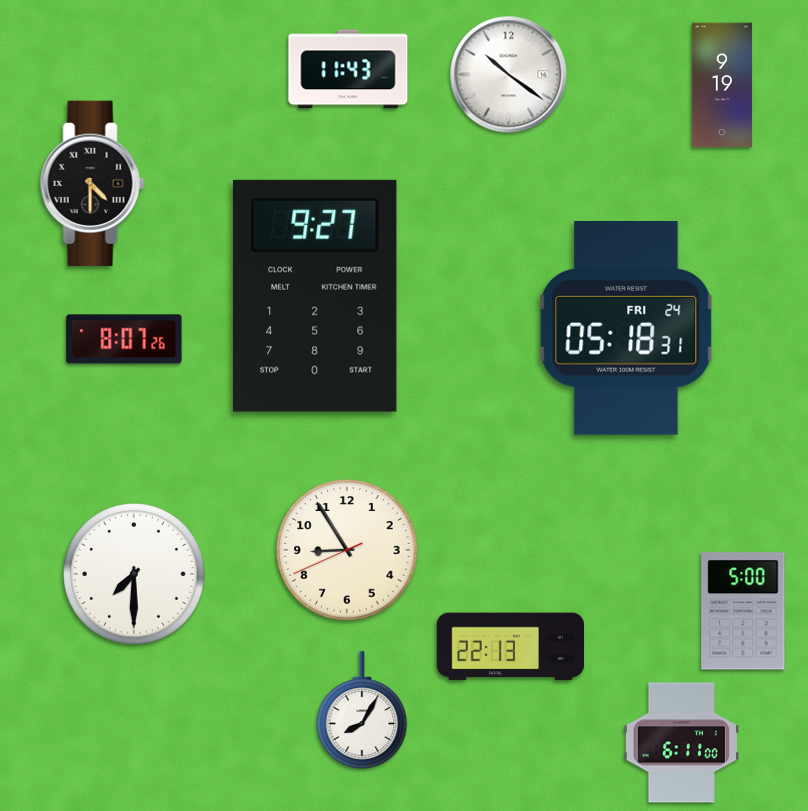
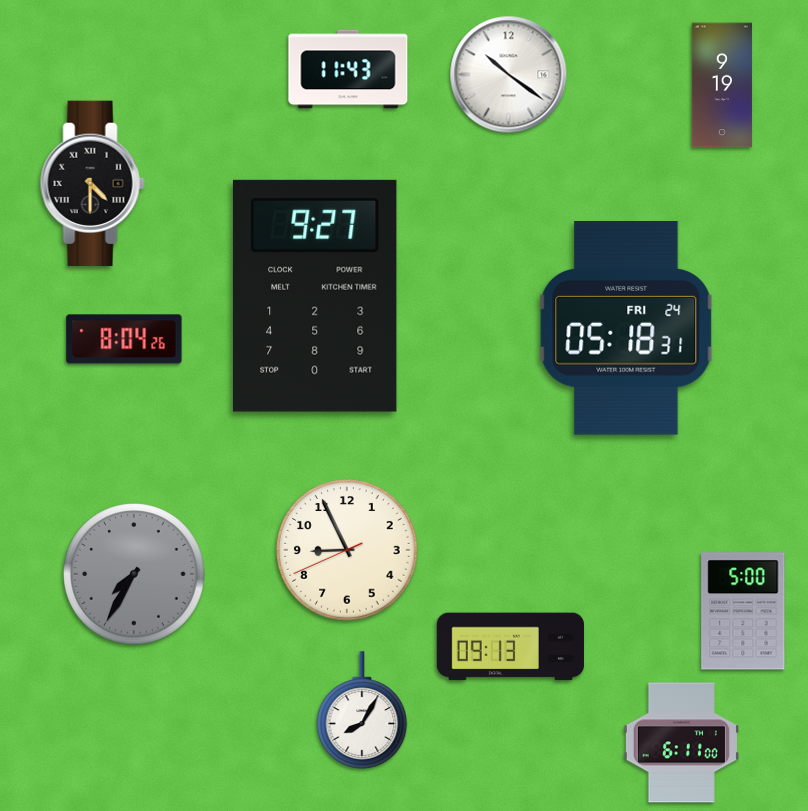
clock at (124, 339): 8:07 -> 8:04
clock at (347, 550): 8:54 -> 8:55
clock at (134, 574): 7:30 -> 7:35
clock at (134, 574) dial: white -> grey
clock at (510, 647): 22:13 -> 09:13
